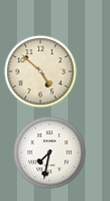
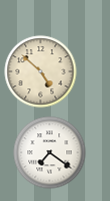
clock at (50, 153): 7:32 -> 7:21
